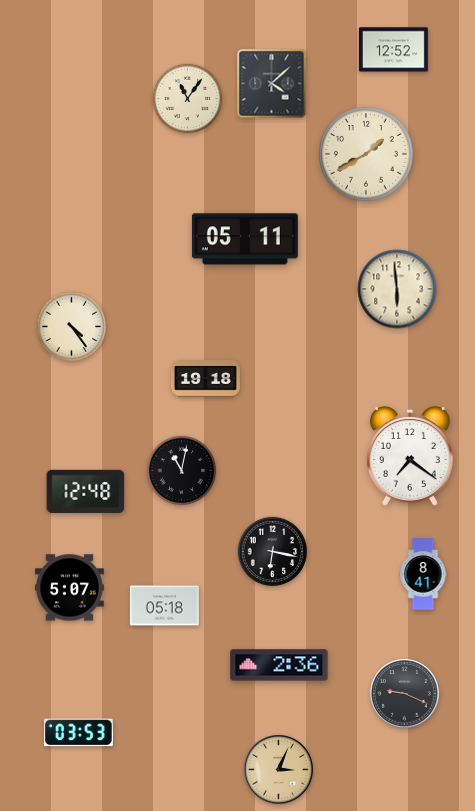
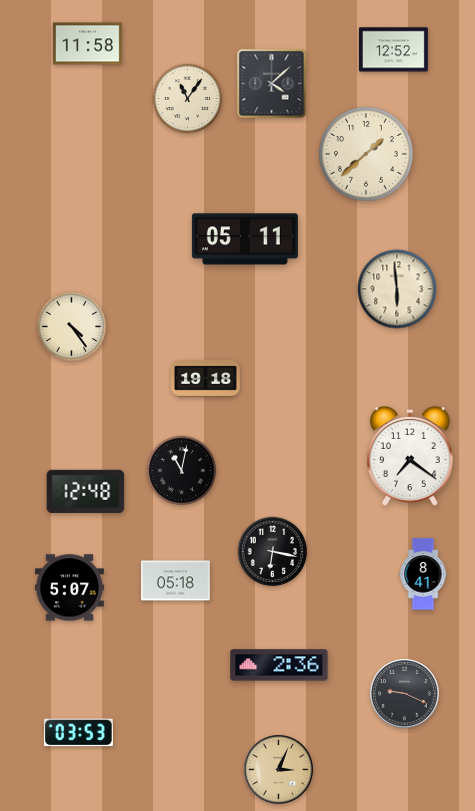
clock at (87, 44): none -> 11:58
clock at (367, 155): 1:40 -> 1:38
clock at (164, 606) position: (164, 606) -> (175, 581)
